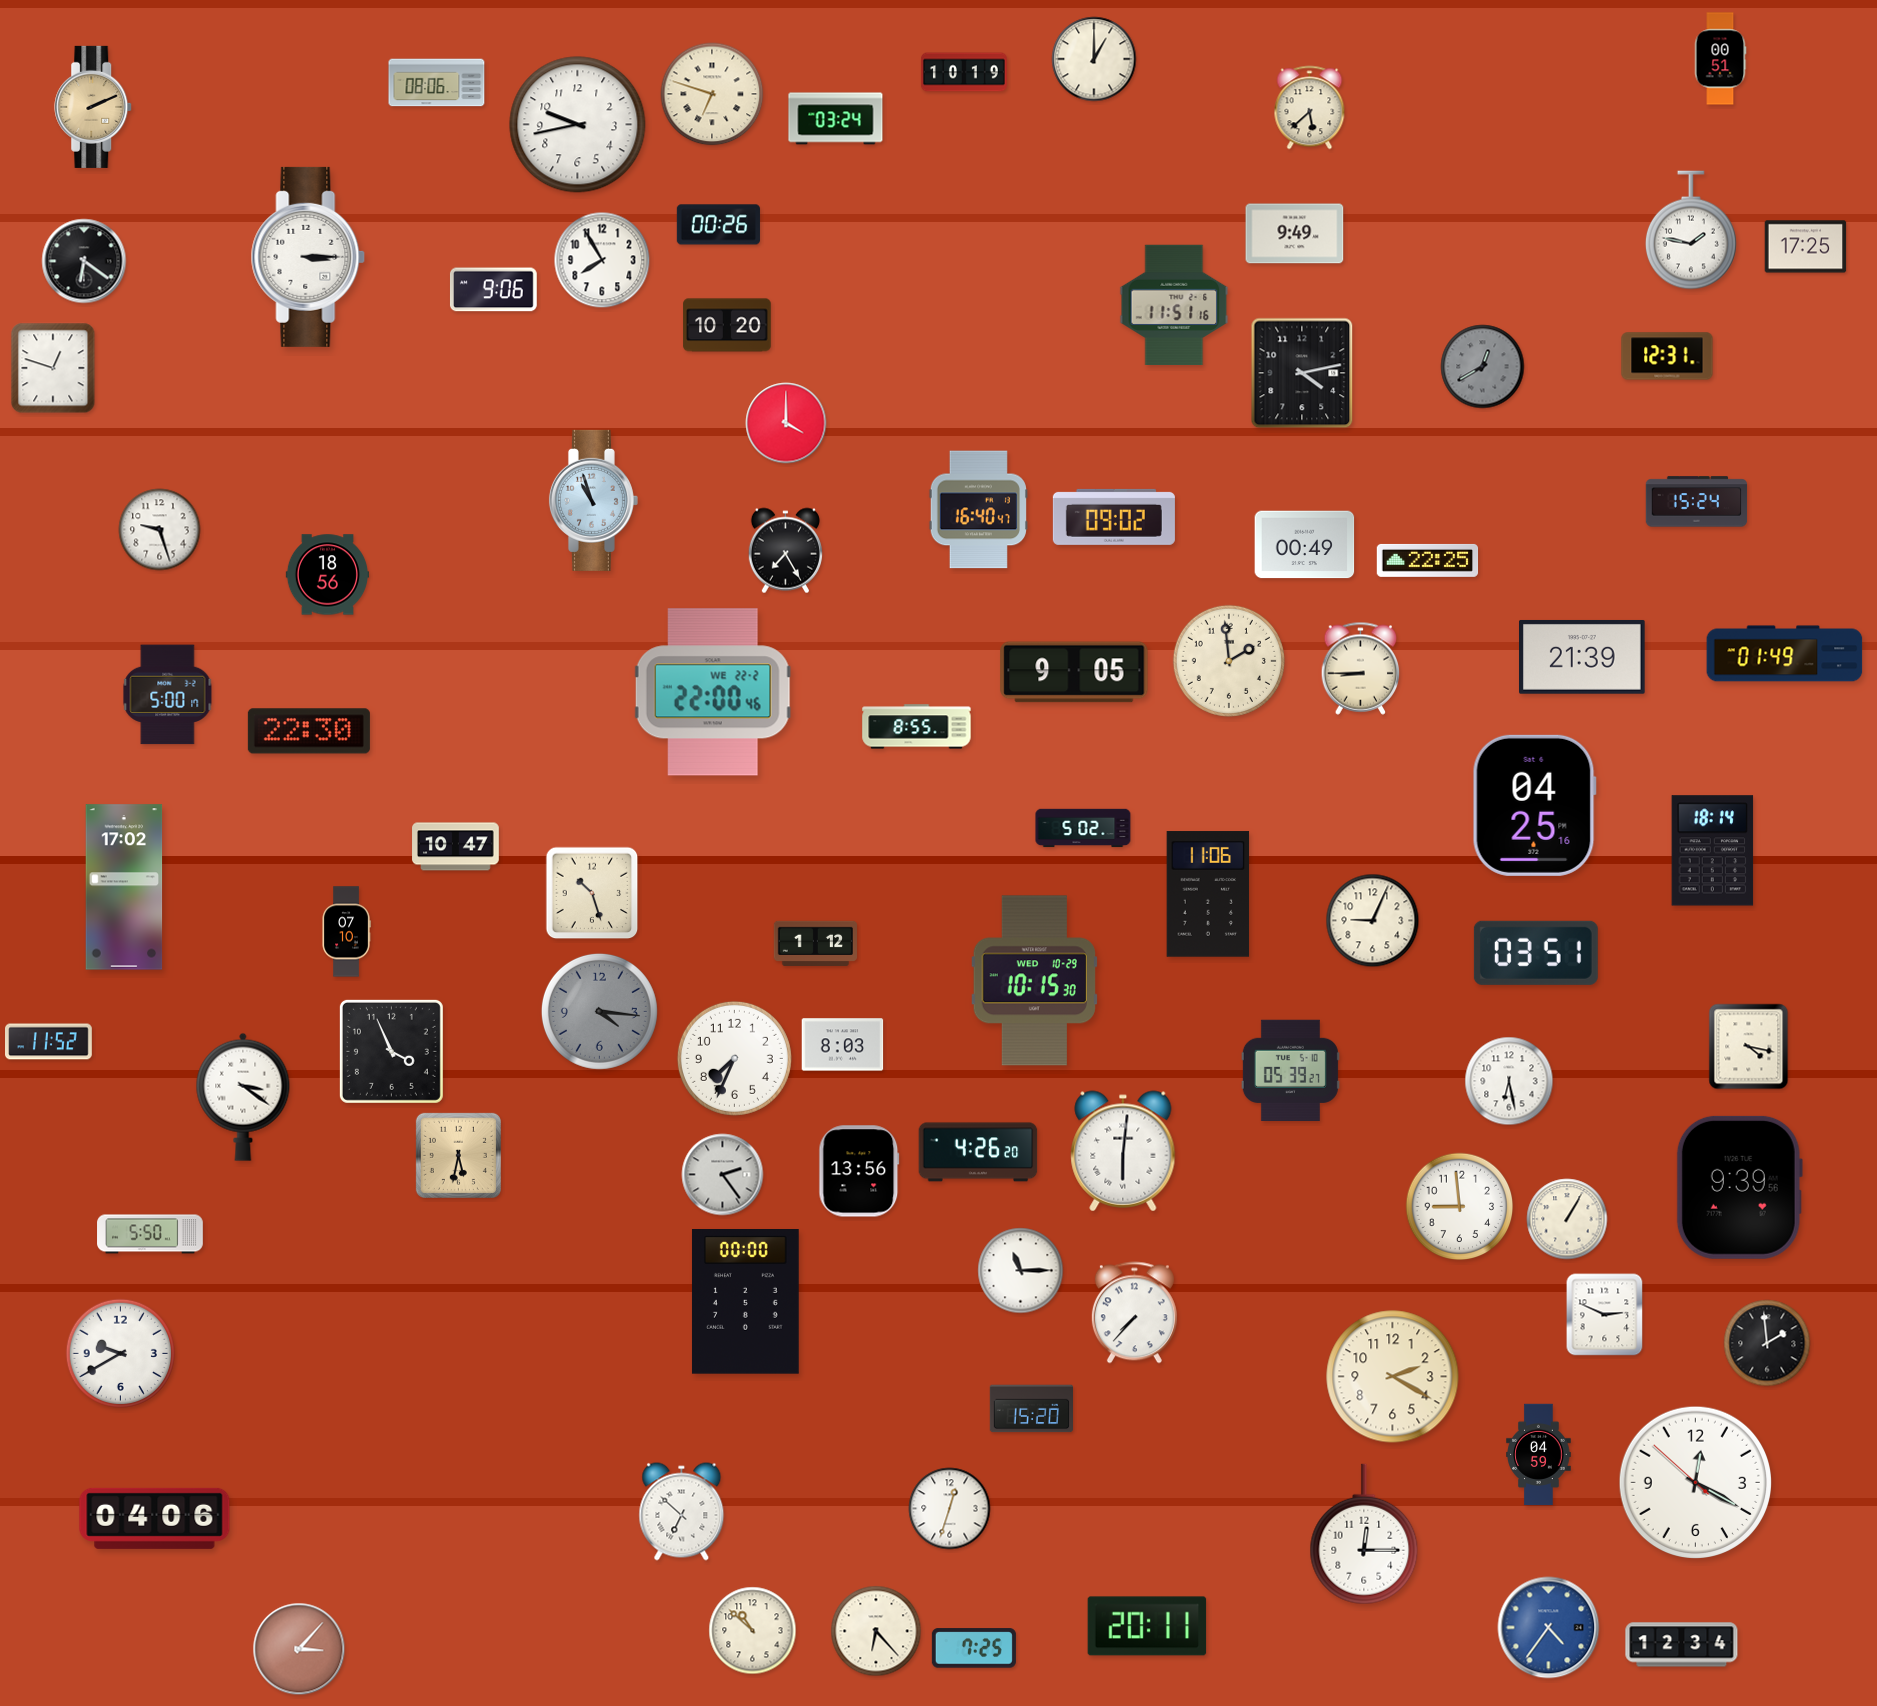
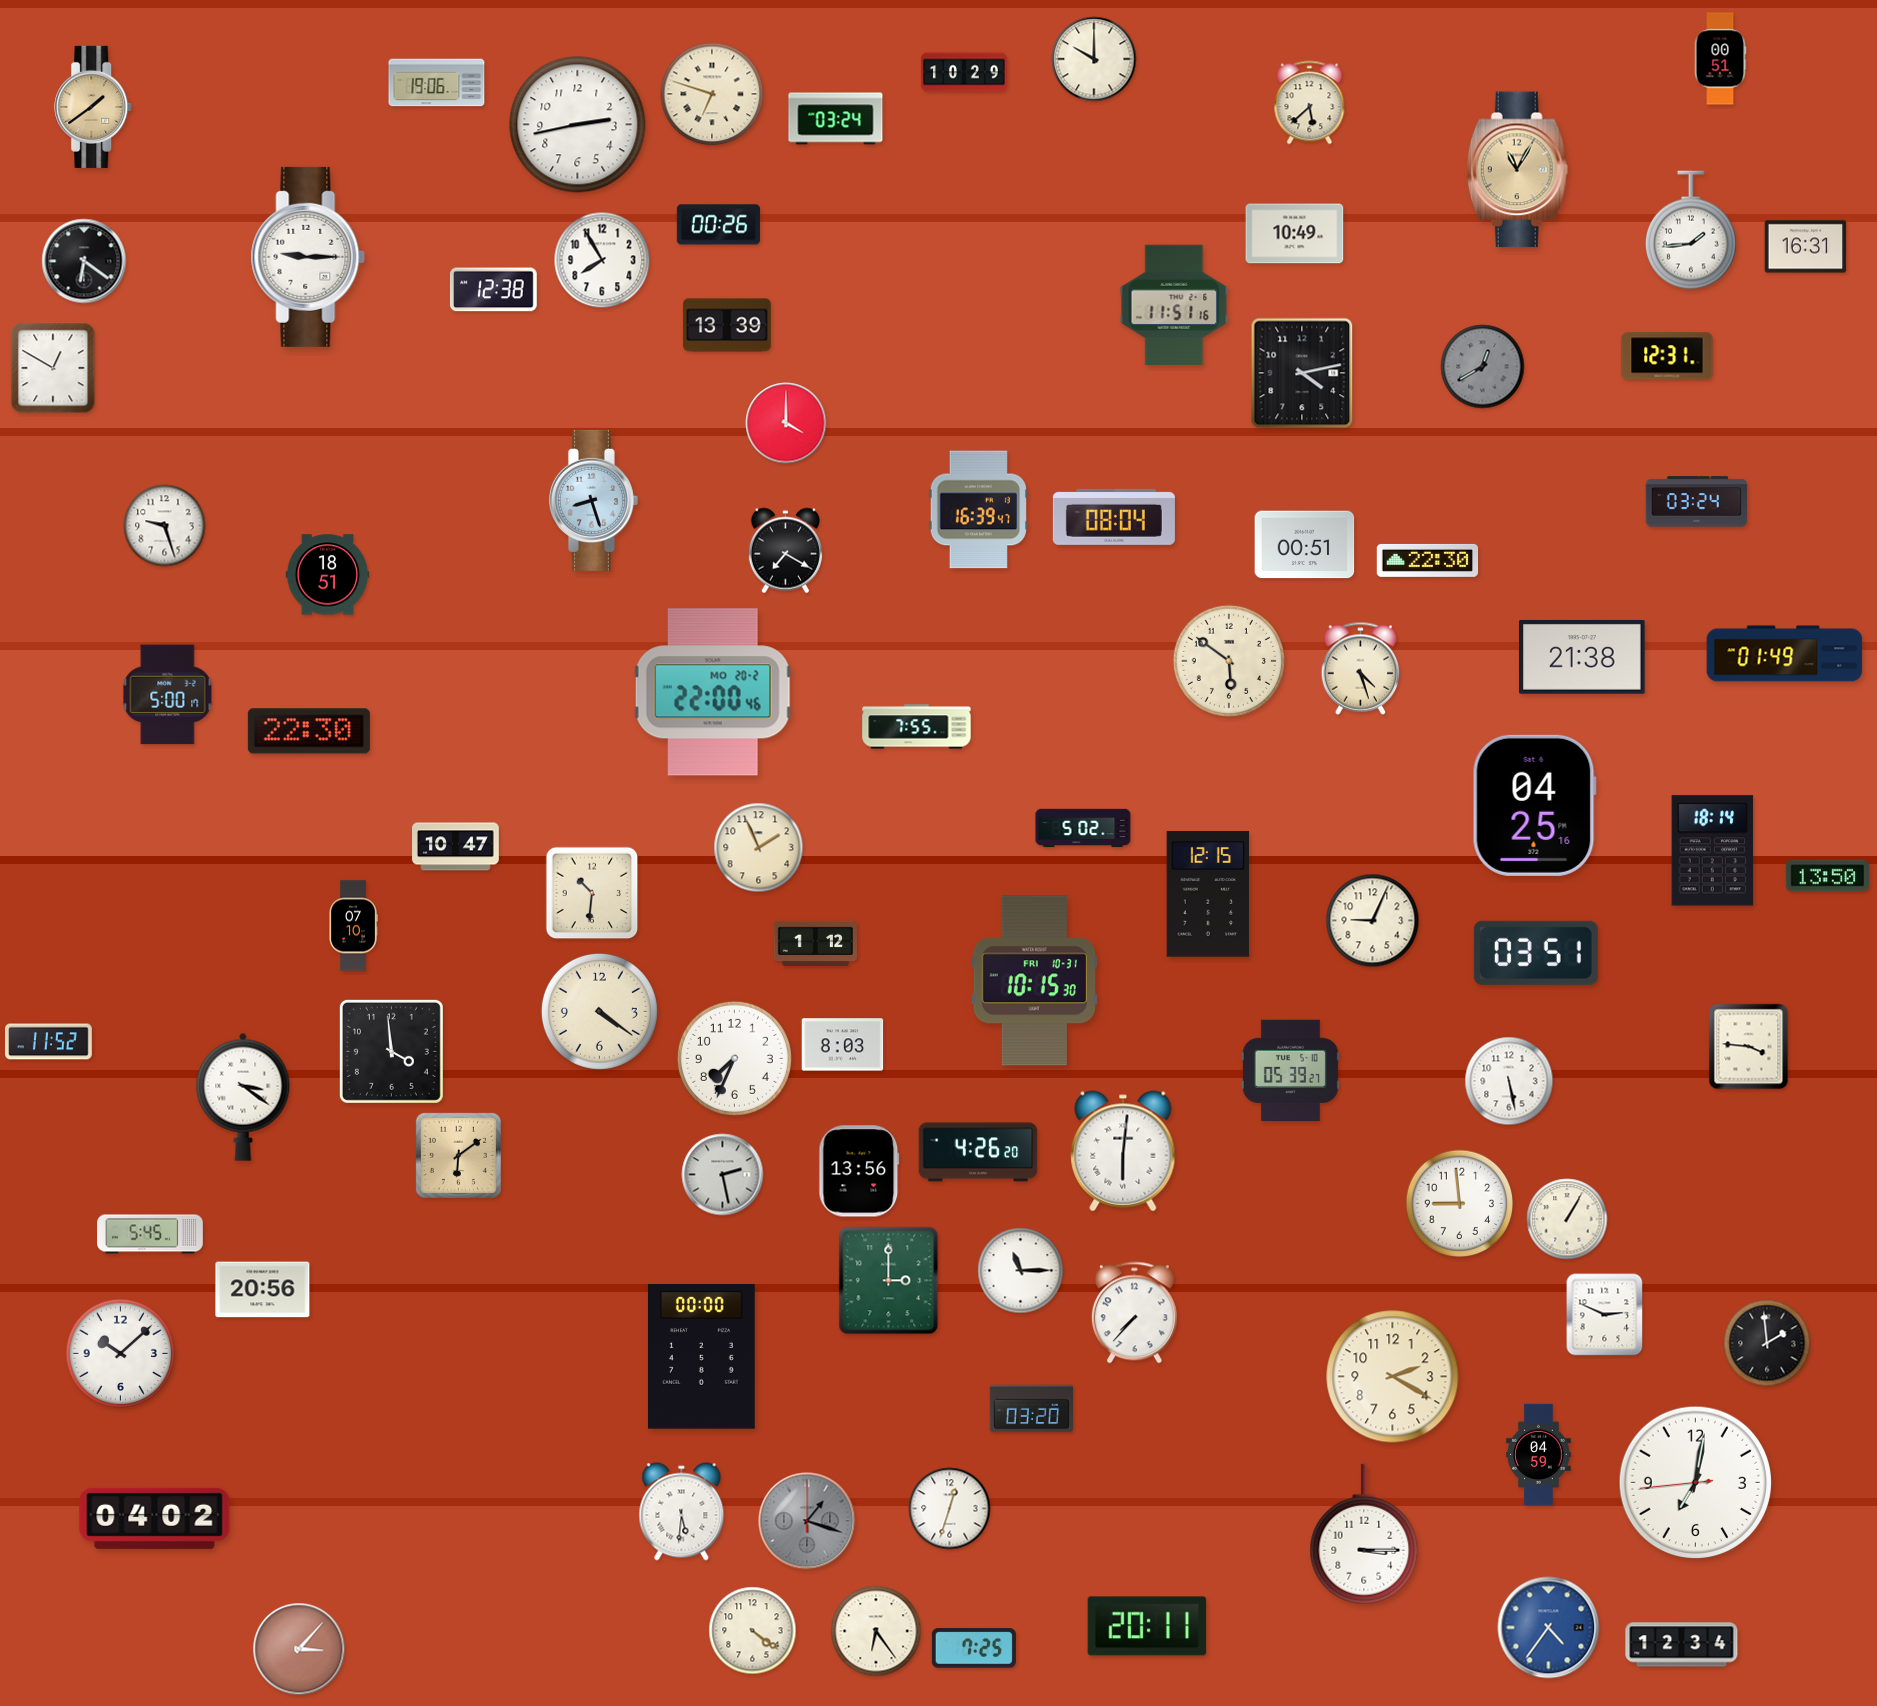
clock at (1094, 59): 1:00 -> 10:00
clock at (964, 72): 10:19 -> 10:29
clock at (437, 83): 08:06 -> 19:06
clock at (94, 107): 2:11 -> 1:39
clock at (1310, 108) position: (1310, 108) -> (1310, 103)
clock at (578, 125): 9:43 -> 2:43
clock at (1518, 170): none -> 11:05
clock at (1691, 230): 1:47 -> 1:44
clock at (1295, 234): 9:49 -> 10:49
clock at (1806, 247): 17:25 -> 16:31
clock at (308, 257): 3:15 -> 9:15
clock at (493, 290): 9:06 -> 12:38
clock at (727, 325): 10:20 -> 13:39
clock at (53, 368): 12:48 -> 12:50
clock at (593, 500): 10:57 -> 8:27
clock at (1697, 502): 15:24 -> 03:24
clock at (978, 510): 16:40 -> 16:39
clock at (1114, 517): 09:02 -> 08:04
clock at (160, 530) position: (160, 530) -> (165, 526)
clock at (1305, 545): 00:49 -> 00:51
clock at (785, 551): 7:25 -> 7:20
clock at (1428, 560): 22:25 -> 22:30
clock at (327, 575): 18:56 -> 18:51
clock at (1583, 657): 21:39 -> 21:38
clock at (1229, 661): 1:59 -> 5:51
clock at (1361, 668): 8:45 -> 4:27
clock at (1074, 672): 9:05 -> none
clock at (713, 692) date: WE 22-2 -> MO 20-2
clock at (917, 727): 8:55 -> 7:55
clock at (759, 848): none -> 1:56
clock at (1827, 876): none -> 13:50
clock at (124, 887): 17:02 -> none
clock at (592, 893): 10:27 -> 10:31
clock at (1208, 894): 11:06 -> 12:15
clock at (346, 932) position: (346, 932) -> (353, 926)
clock at (1034, 981) date: WED 10-29 -> FRI 10-31
clock at (599, 1011): 4:16 -> 4:21
clock at (599, 1011) dial: grey -> cream
clock at (1749, 1047): 4:17 -> 3:46
clock at (391, 1051): 3:56 -> 3:59
clock at (1509, 1081): 6:28 -> 5:28
clock at (458, 1155): 5:32 -> 6:09
clock at (723, 1175): 2:24 -> 2:28
clock at (1739, 1187): 9:39 -> none
clock at (1460, 1207) position: (1460, 1207) -> (1460, 1204)
clock at (150, 1234): 5:50 -> 5:45
clock at (889, 1281): none -> 3:00
clock at (263, 1290): none -> 20:56
clock at (745, 1302) position: (745, 1302) -> (701, 1357)
clock at (120, 1353): 9:40 -> 10:08
clock at (1031, 1409): 15:20 -> 03:20
clock at (1695, 1482): 12:19 -> 7:01
clock at (682, 1512): 6:52 -> 5:31
clock at (155, 1518): 04:06 -> 04:02
clock at (807, 1521): none -> 1:18
clock at (1364, 1534): 12:15 -> 3:15
clock at (753, 1631): 10:52 -> 4:21
clock at (876, 1631): 6:23 -> 6:24
